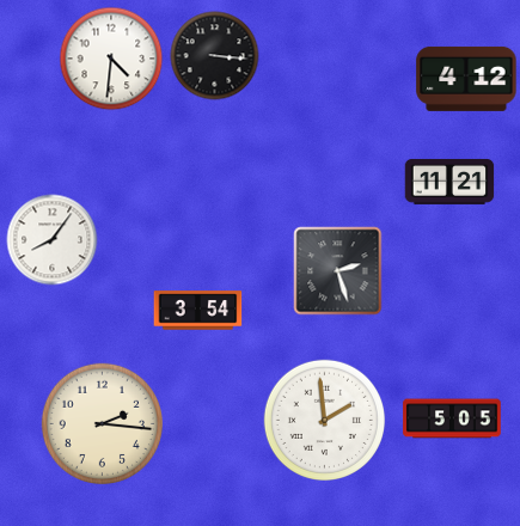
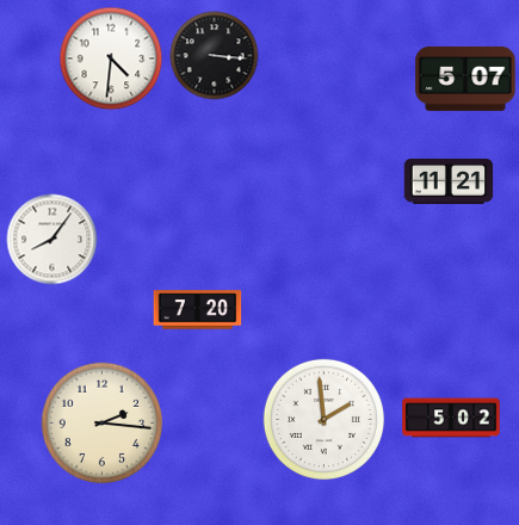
clock at (466, 79): 4:12 -> 5:07
clock at (338, 271): 2:27 -> none
clock at (198, 311): 3:54 -> 7:20
clock at (452, 418): 5:05 -> 5:02
